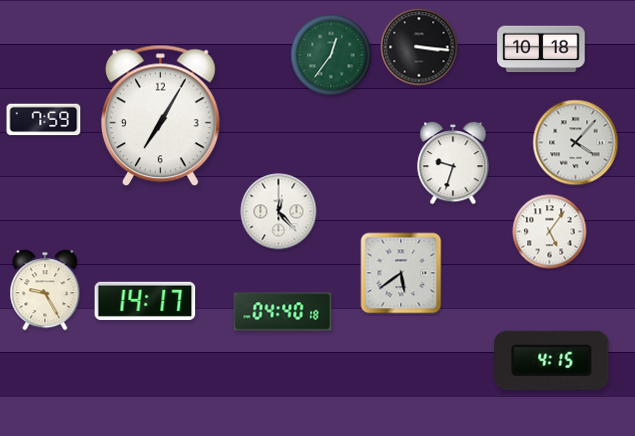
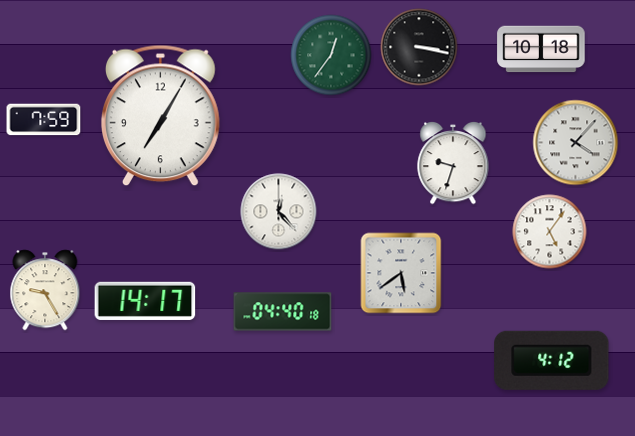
clock at (419, 47): 3:16 -> 3:17
clock at (552, 360): 4:15 -> 4:12
